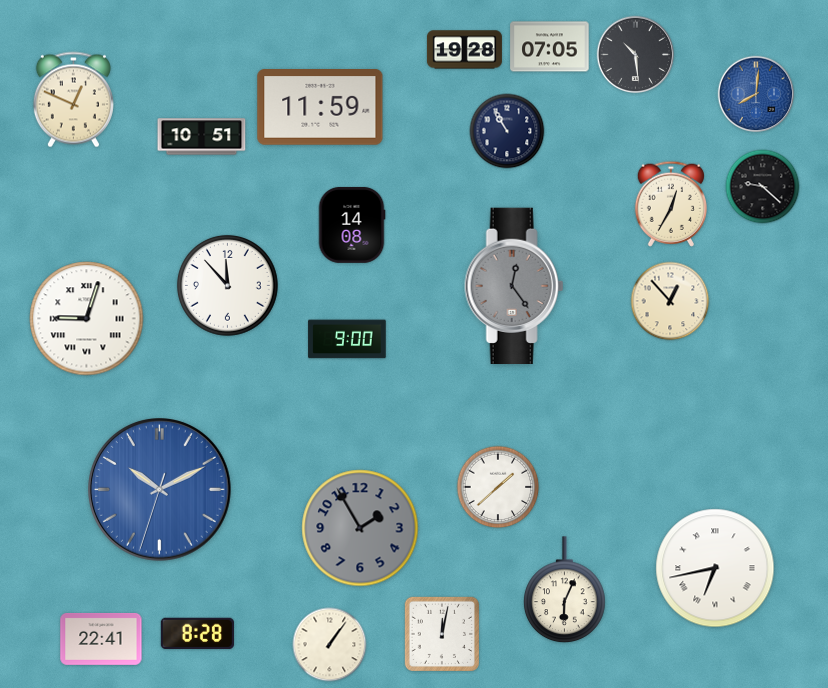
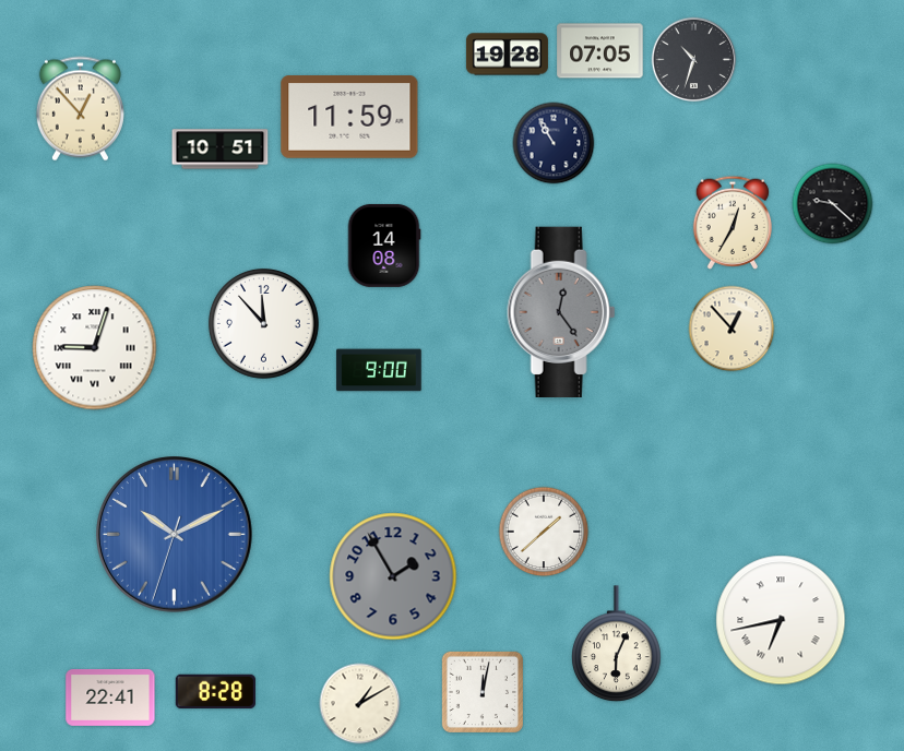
clock at (636, 55): 10:29 -> 10:33
clock at (756, 94): 8:01 -> none
clock at (73, 100): 12:49 -> 12:53
clock at (228, 286) position: (228, 286) -> (264, 324)
clock at (330, 645): 1:06 -> 1:10
